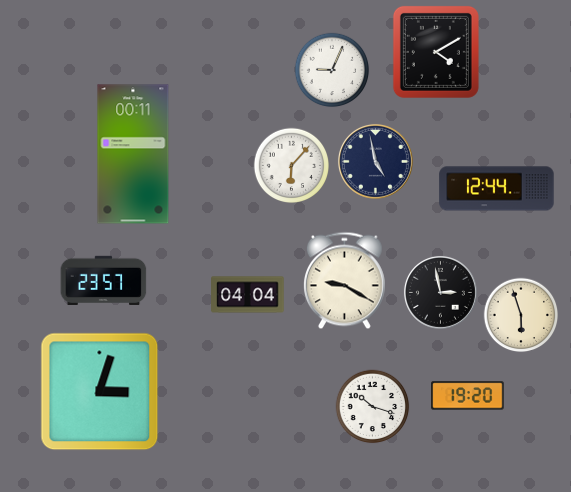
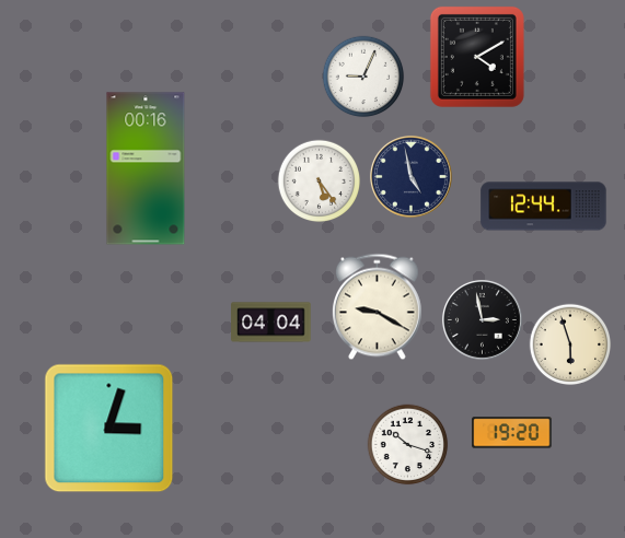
clock at (133, 154): 00:11 -> 00:16
clock at (292, 166): 6:07 -> 5:24
clock at (104, 280): 23:57 -> none
